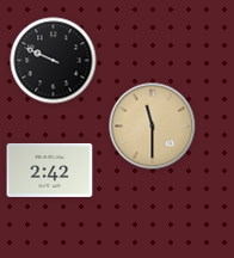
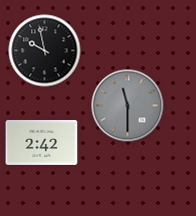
clock at (54, 61): 9:49 -> 9:58
clock at (153, 127) dial: champagne -> grey
